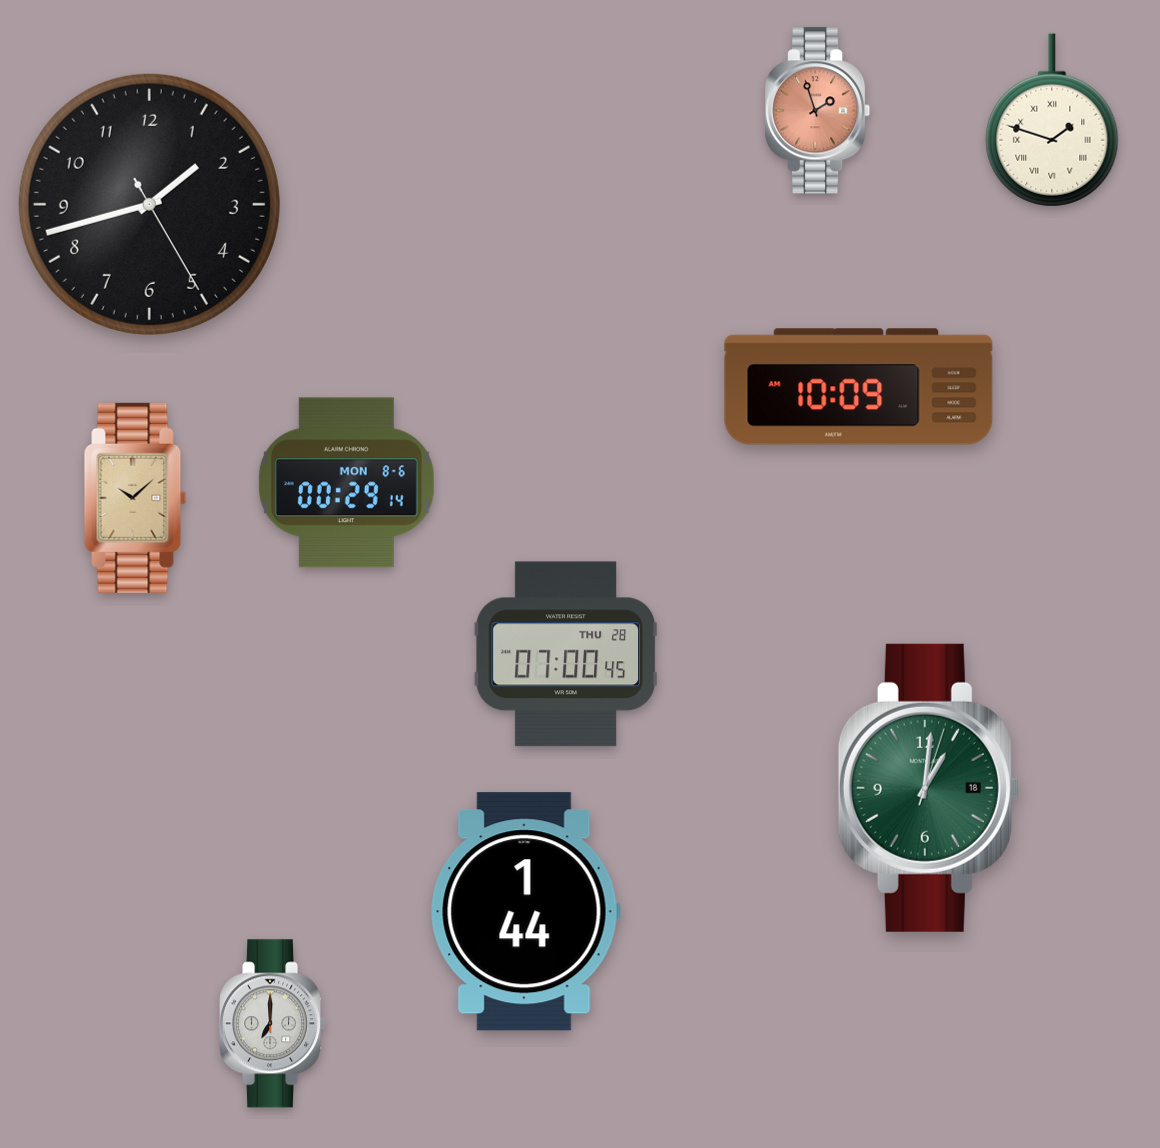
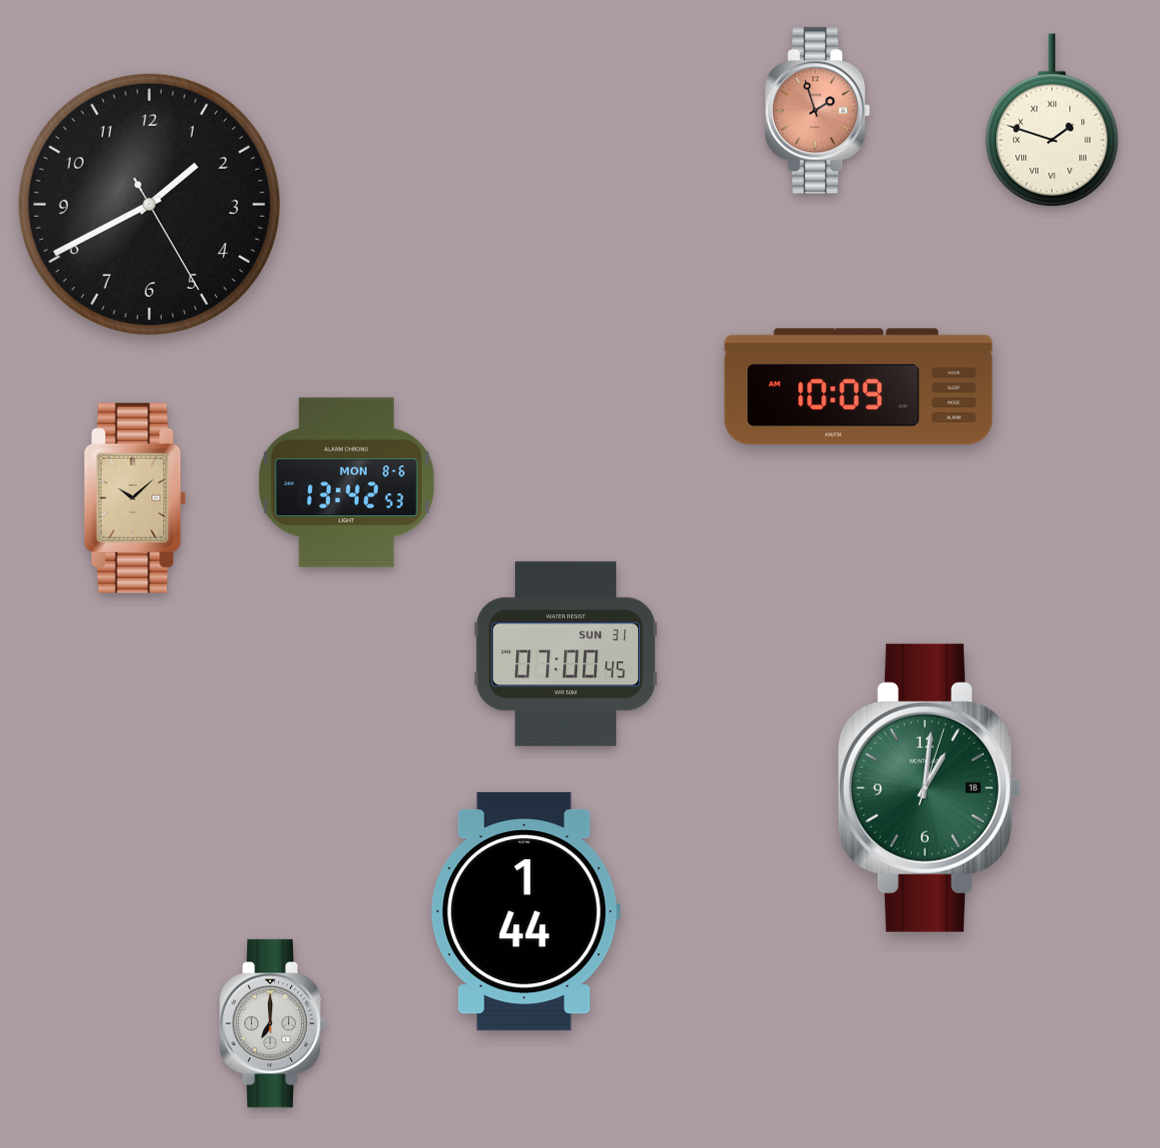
clock at (149, 204): 1:42 -> 1:40
clock at (346, 483): 00:29 -> 13:42
clock at (566, 654) date: THU 28 -> SUN 31
